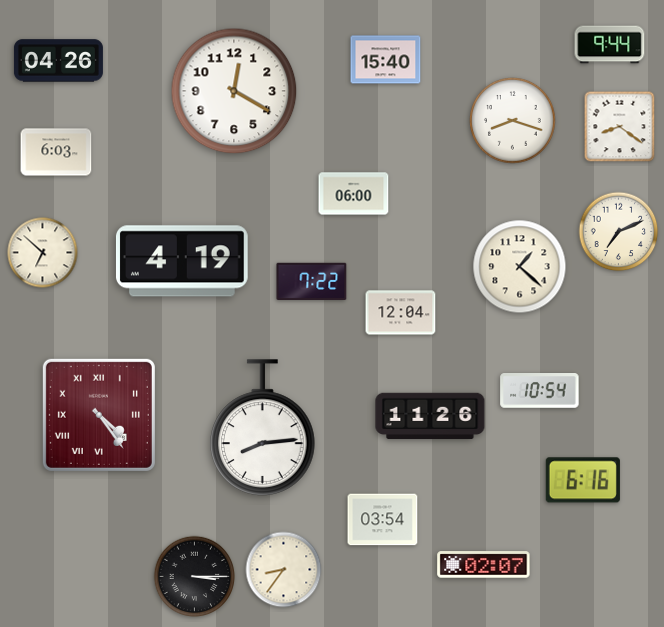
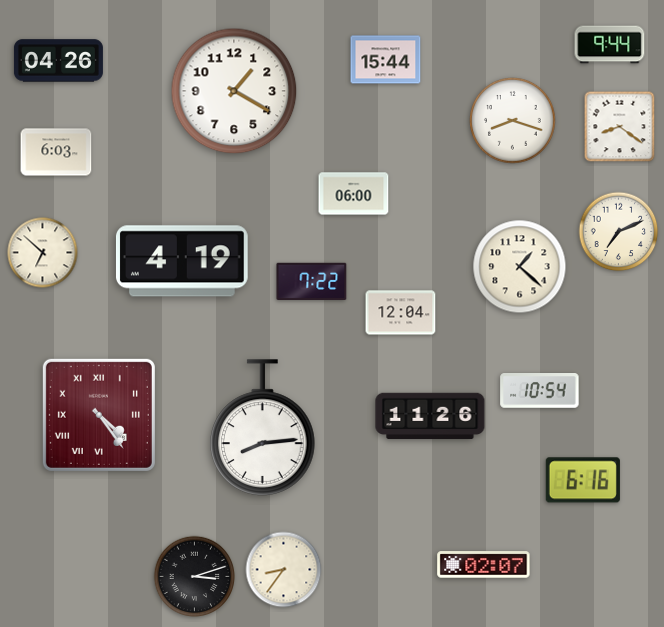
clock at (386, 60): 15:40 -> 15:44
clock at (234, 91): 12:20 -> 1:20
clock at (383, 520): 03:54 -> none
clock at (195, 577): 3:15 -> 3:12
